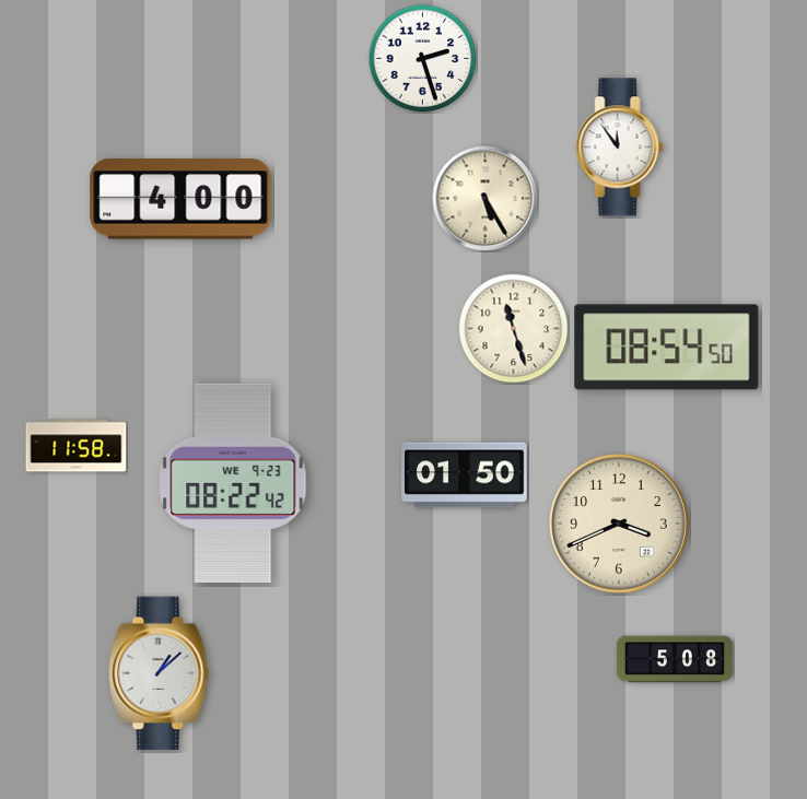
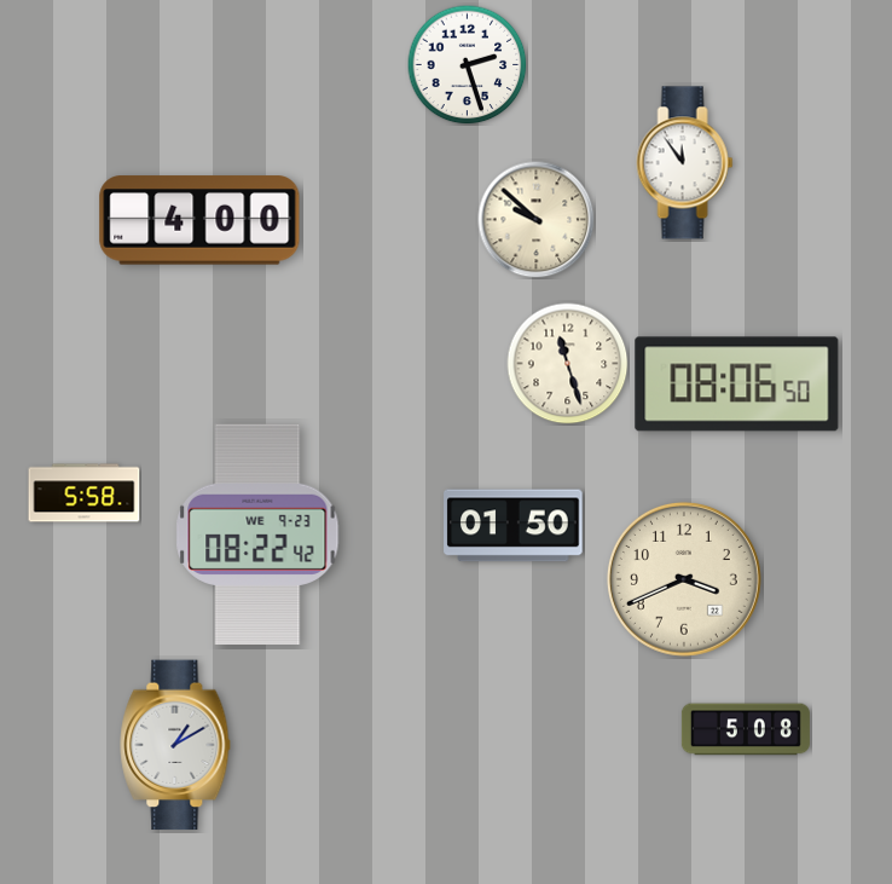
clock at (486, 199): 5:25 -> 9:52
clock at (667, 348): 08:54 -> 08:06
clock at (77, 446): 11:58 -> 5:58
clock at (159, 673): 1:08 -> 1:10
